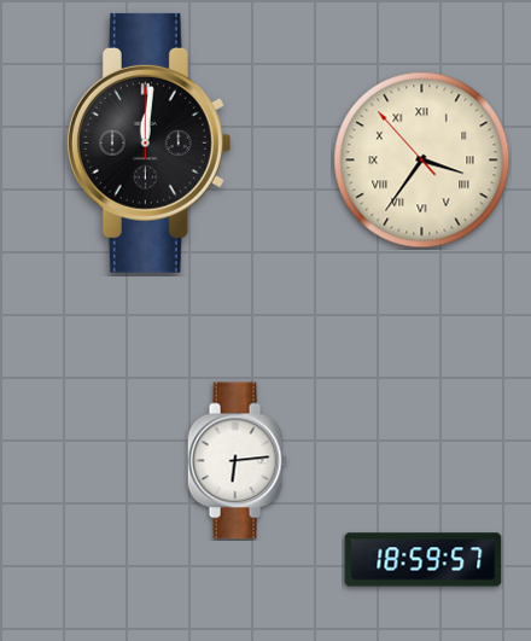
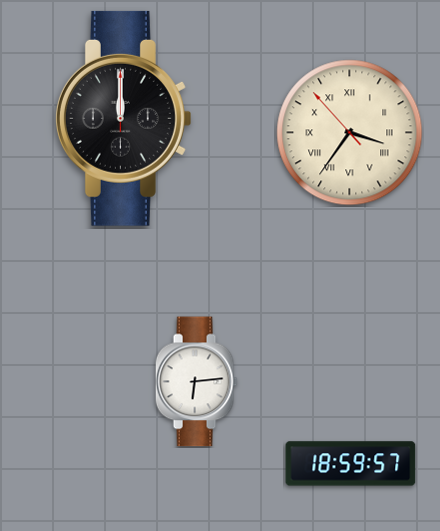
clock at (148, 142): 12:01 -> 12:00
